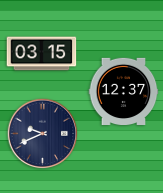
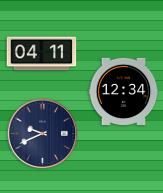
clock at (42, 54): 03:15 -> 04:11
clock at (124, 91): 12:37 -> 12:34
